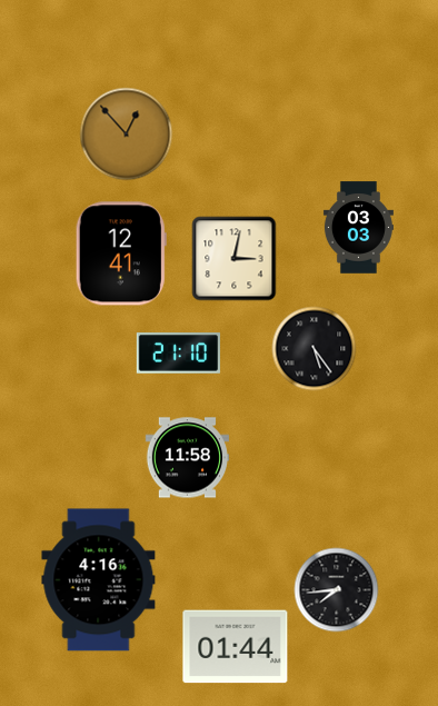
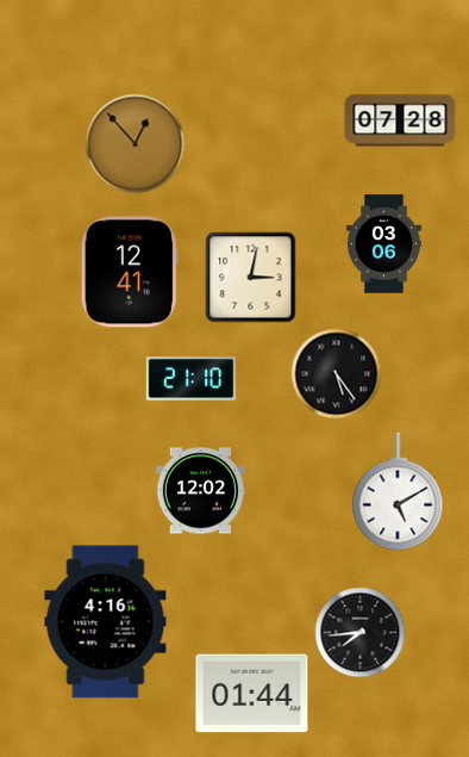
clock at (400, 120): none -> 07:28
clock at (358, 228): 03:03 -> 03:06
clock at (187, 458): 11:58 -> 12:02
clock at (398, 491): none -> 5:10
